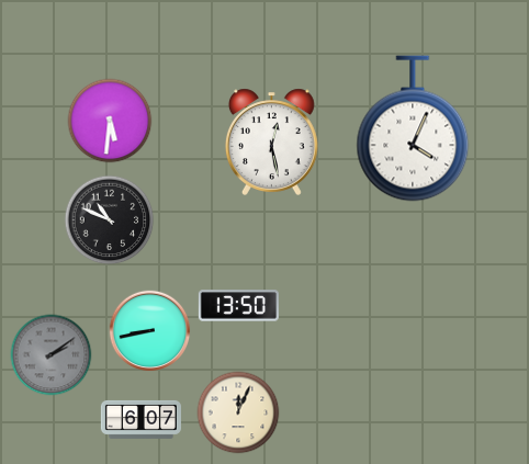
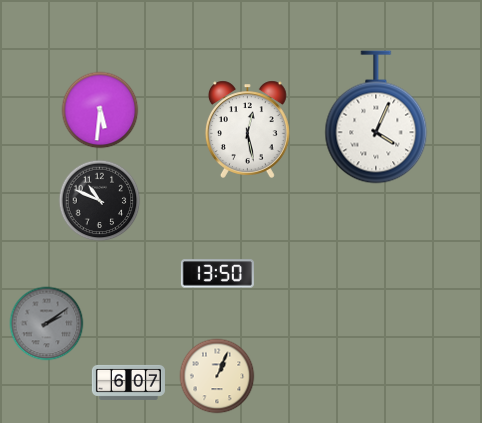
clock at (238, 306) position: (238, 306) -> (217, 274)
clock at (150, 331): 8:43 -> none
clock at (238, 412): 12:04 -> 1:04
